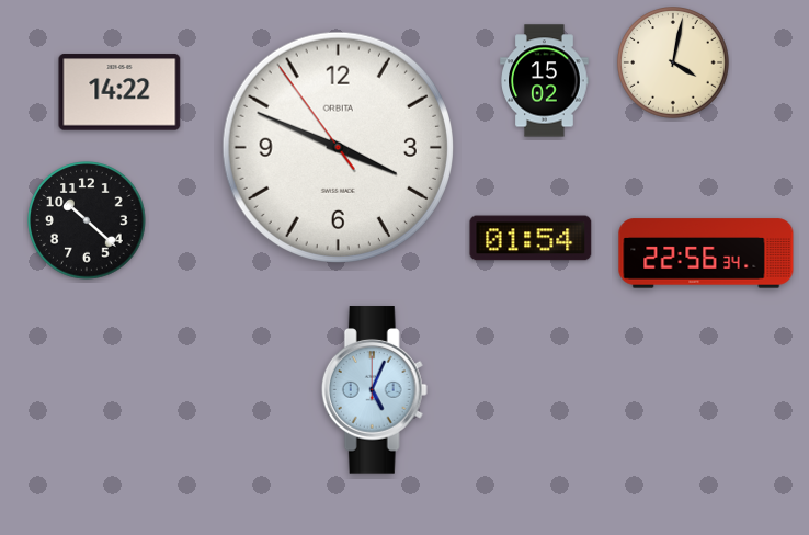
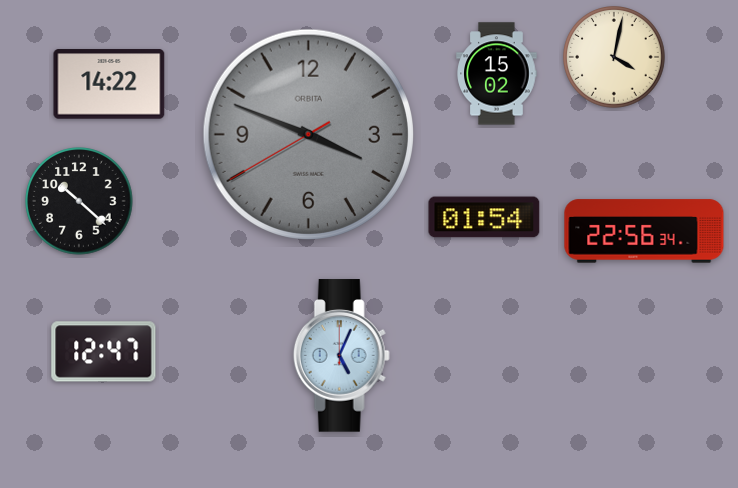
clock at (338, 147): 3:48:54 -> 3:48:40
clock at (338, 147) dial: white -> grey
clock at (104, 352): none -> 12:47
